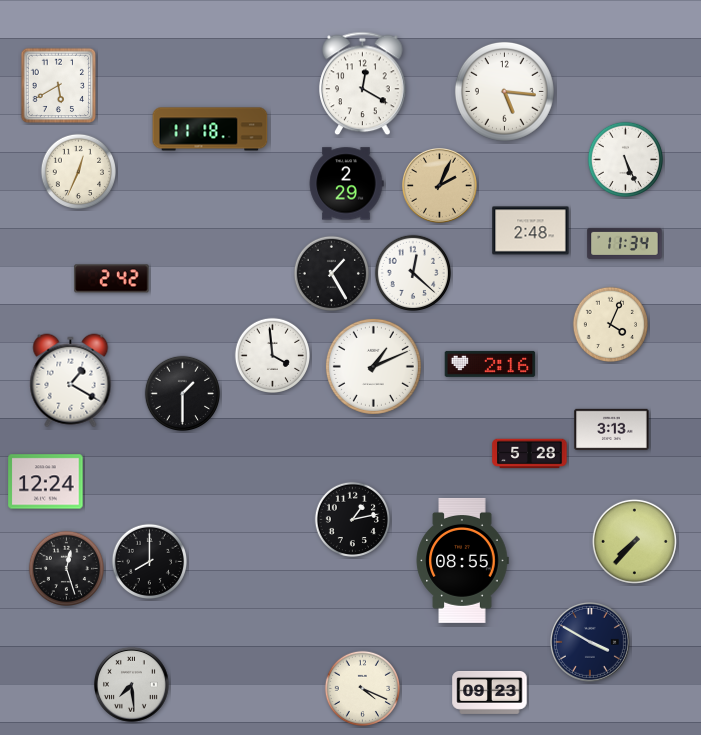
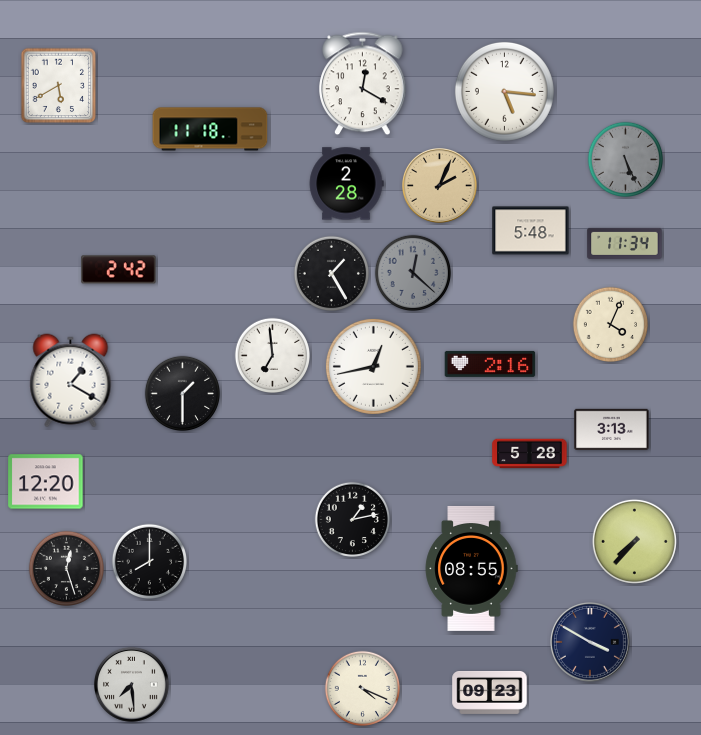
clock at (625, 159) dial: white -> grey
clock at (78, 171): 12:34 -> none
clock at (346, 184): 2:29 -> 2:28
clock at (531, 231): 2:48 -> 5:48
clock at (412, 272) dial: white -> grey
clock at (112, 279) position: (112, 279) -> (119, 270)
clock at (272, 355): 3:59 -> 6:59
clock at (373, 366): 1:11 -> 12:43
clock at (46, 482): 12:24 -> 12:20
clock at (462, 560) position: (462, 560) -> (471, 568)
